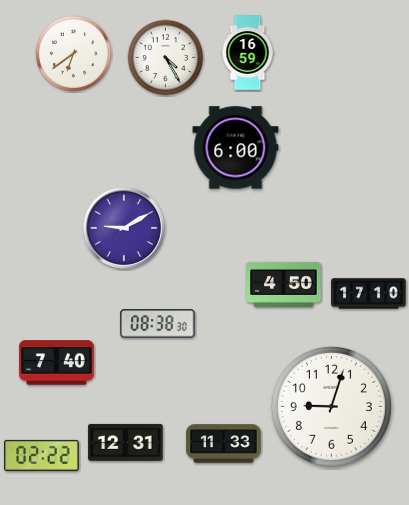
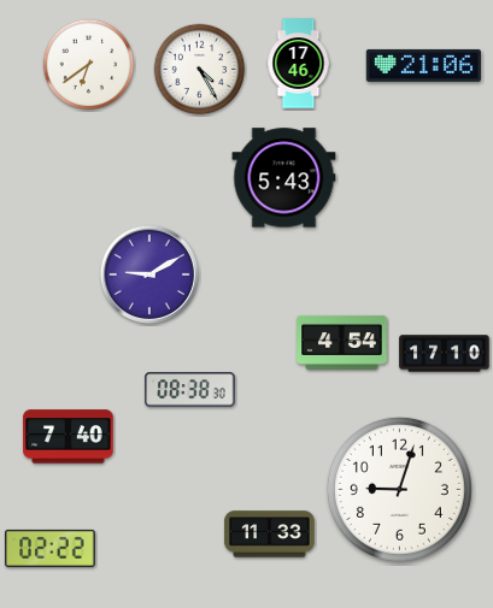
clock at (248, 53): 16:59 -> 17:46
clock at (423, 65): none -> 21:06
clock at (236, 148): 6:00 -> 5:43
clock at (284, 284): 4:50 -> 4:54
clock at (126, 442): 12:31 -> none
